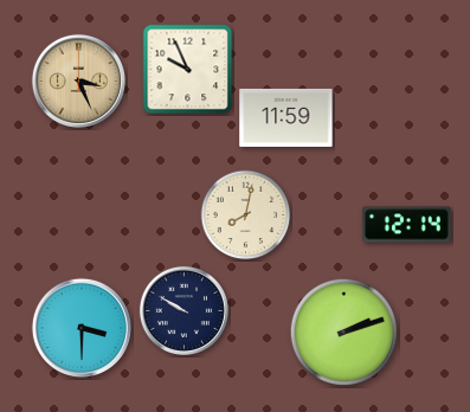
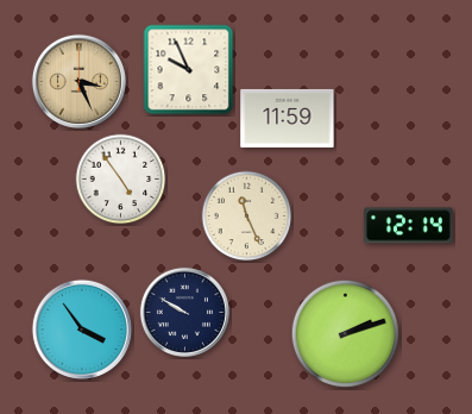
clock at (121, 180): none -> 4:54
clock at (246, 215): 8:02 -> 11:26
clock at (81, 327): 3:30 -> 3:54
